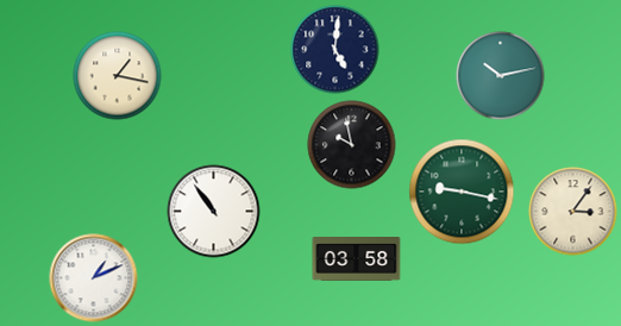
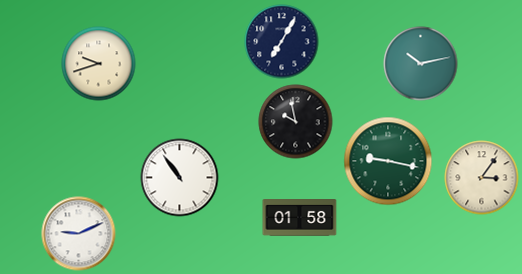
clock at (335, 50): 5:01 -> 7:05
clock at (118, 76): 1:17 -> 9:42
clock at (357, 259): 03:58 -> 01:58
clock at (94, 278): 1:11 -> 9:11
